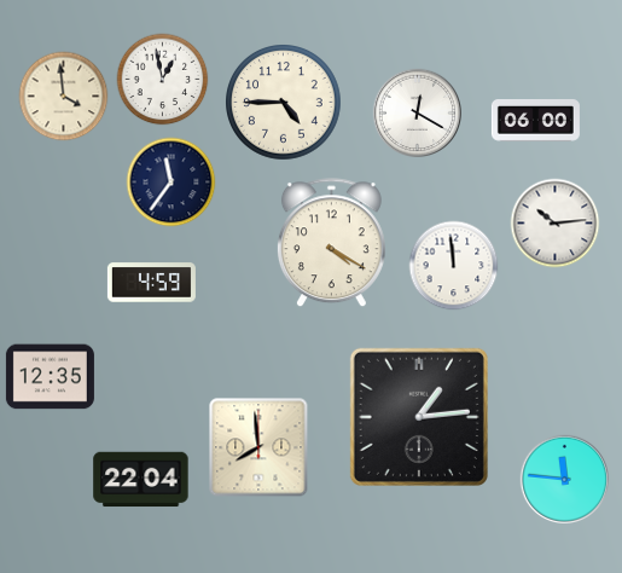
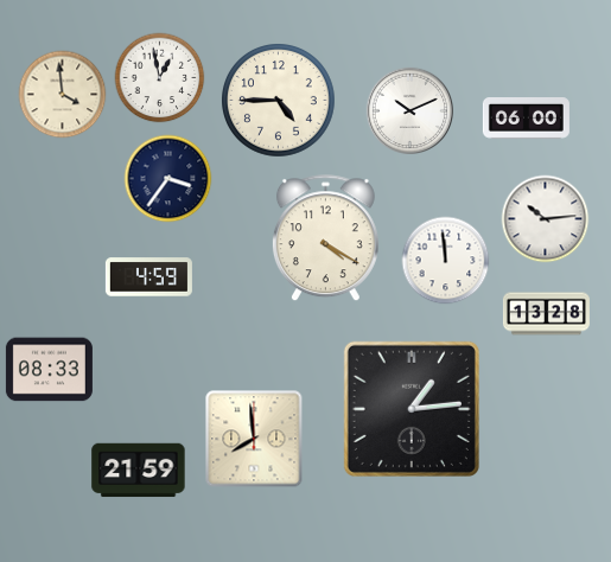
clock at (417, 112): 12:20 -> 10:11
clock at (172, 183): 11:36 -> 3:36
clock at (546, 314): none -> 13:28
clock at (50, 377): 12:35 -> 08:33
clock at (564, 479): 11:46 -> none
clock at (141, 480): 22:04 -> 21:59
